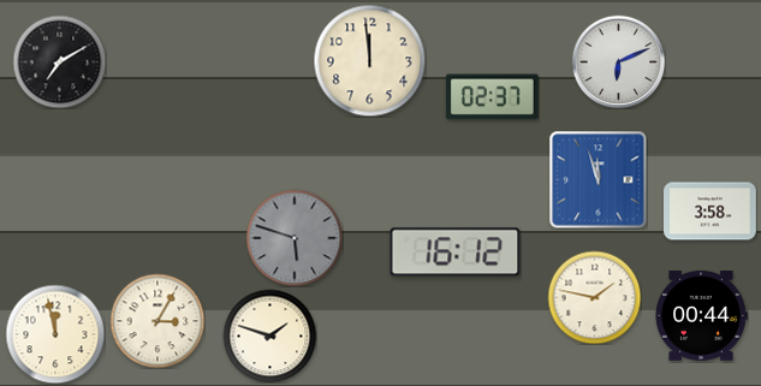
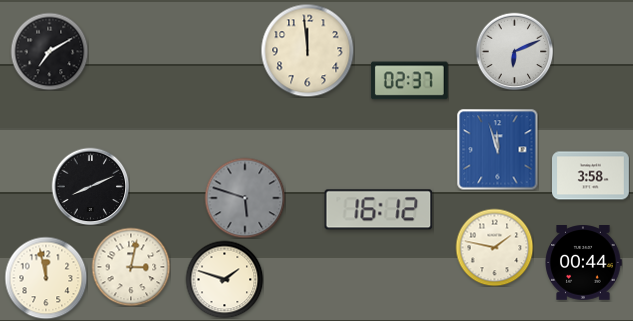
clock at (90, 186): none -> 8:11
clock at (157, 321): 3:05 -> 3:02
